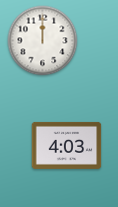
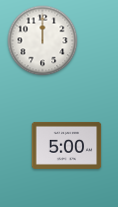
clock at (67, 145): 4:03 -> 5:00
